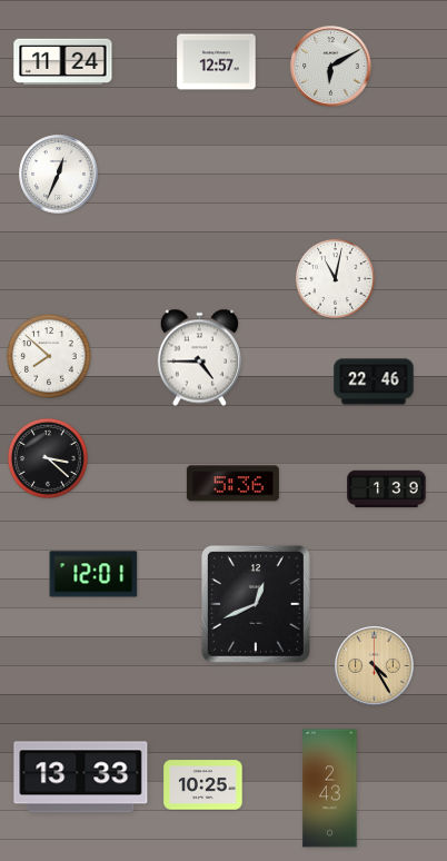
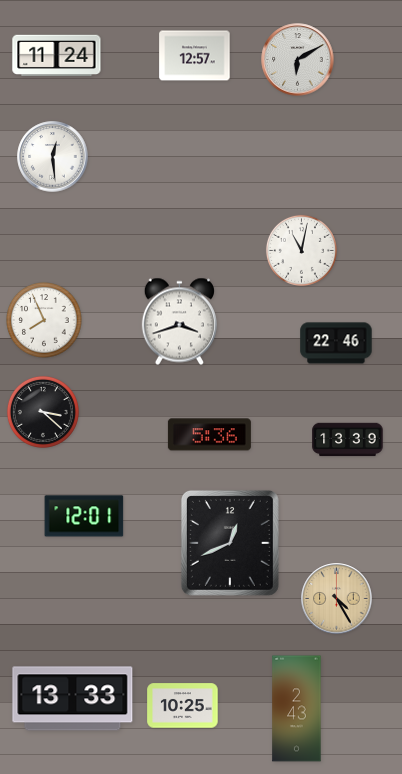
clock at (59, 175): 12:34 -> 12:29
clock at (49, 356): 7:52 -> 7:56
clock at (199, 358): 4:45 -> 3:42
clock at (387, 489): 1:39 -> 13:39
